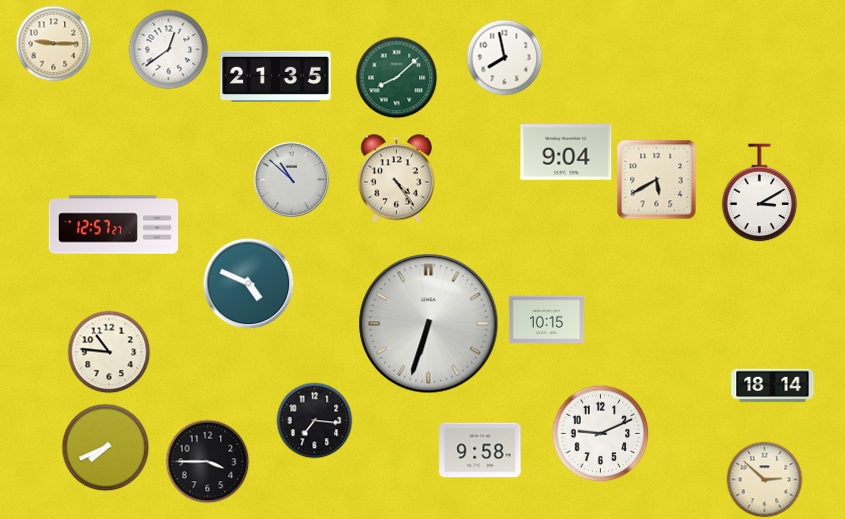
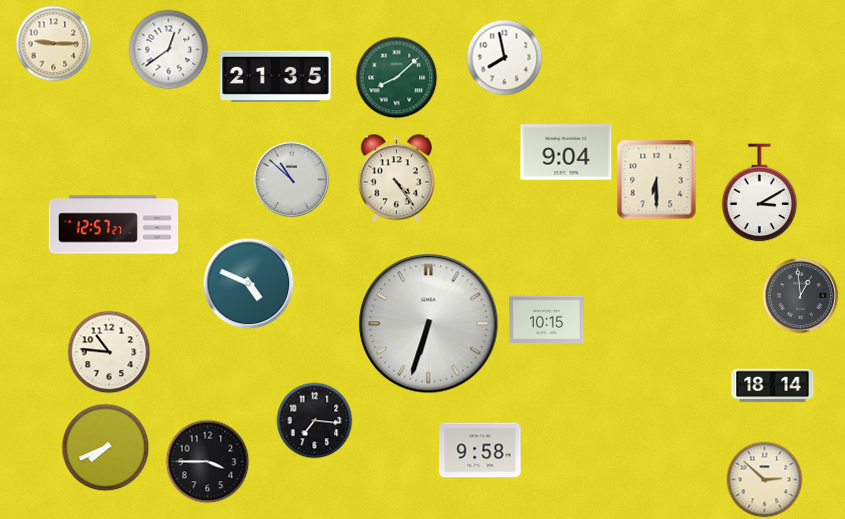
clock at (657, 180): 5:40 -> 6:30
clock at (801, 296): none -> 12:59
clock at (601, 434): 9:11 -> none
